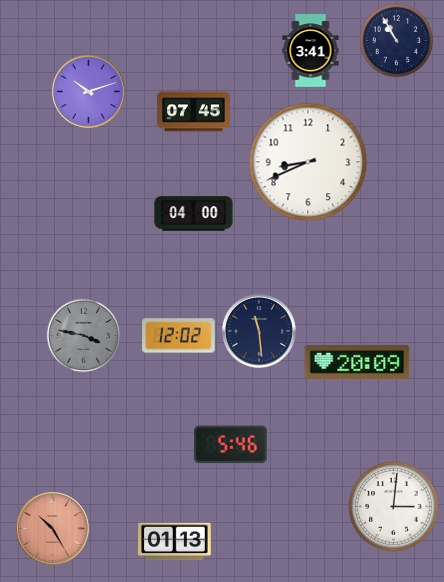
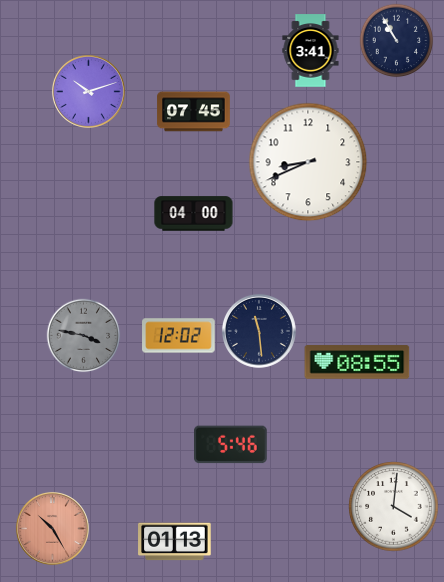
clock at (357, 362): 20:09 -> 08:55
clock at (394, 507): 3:01 -> 4:01
